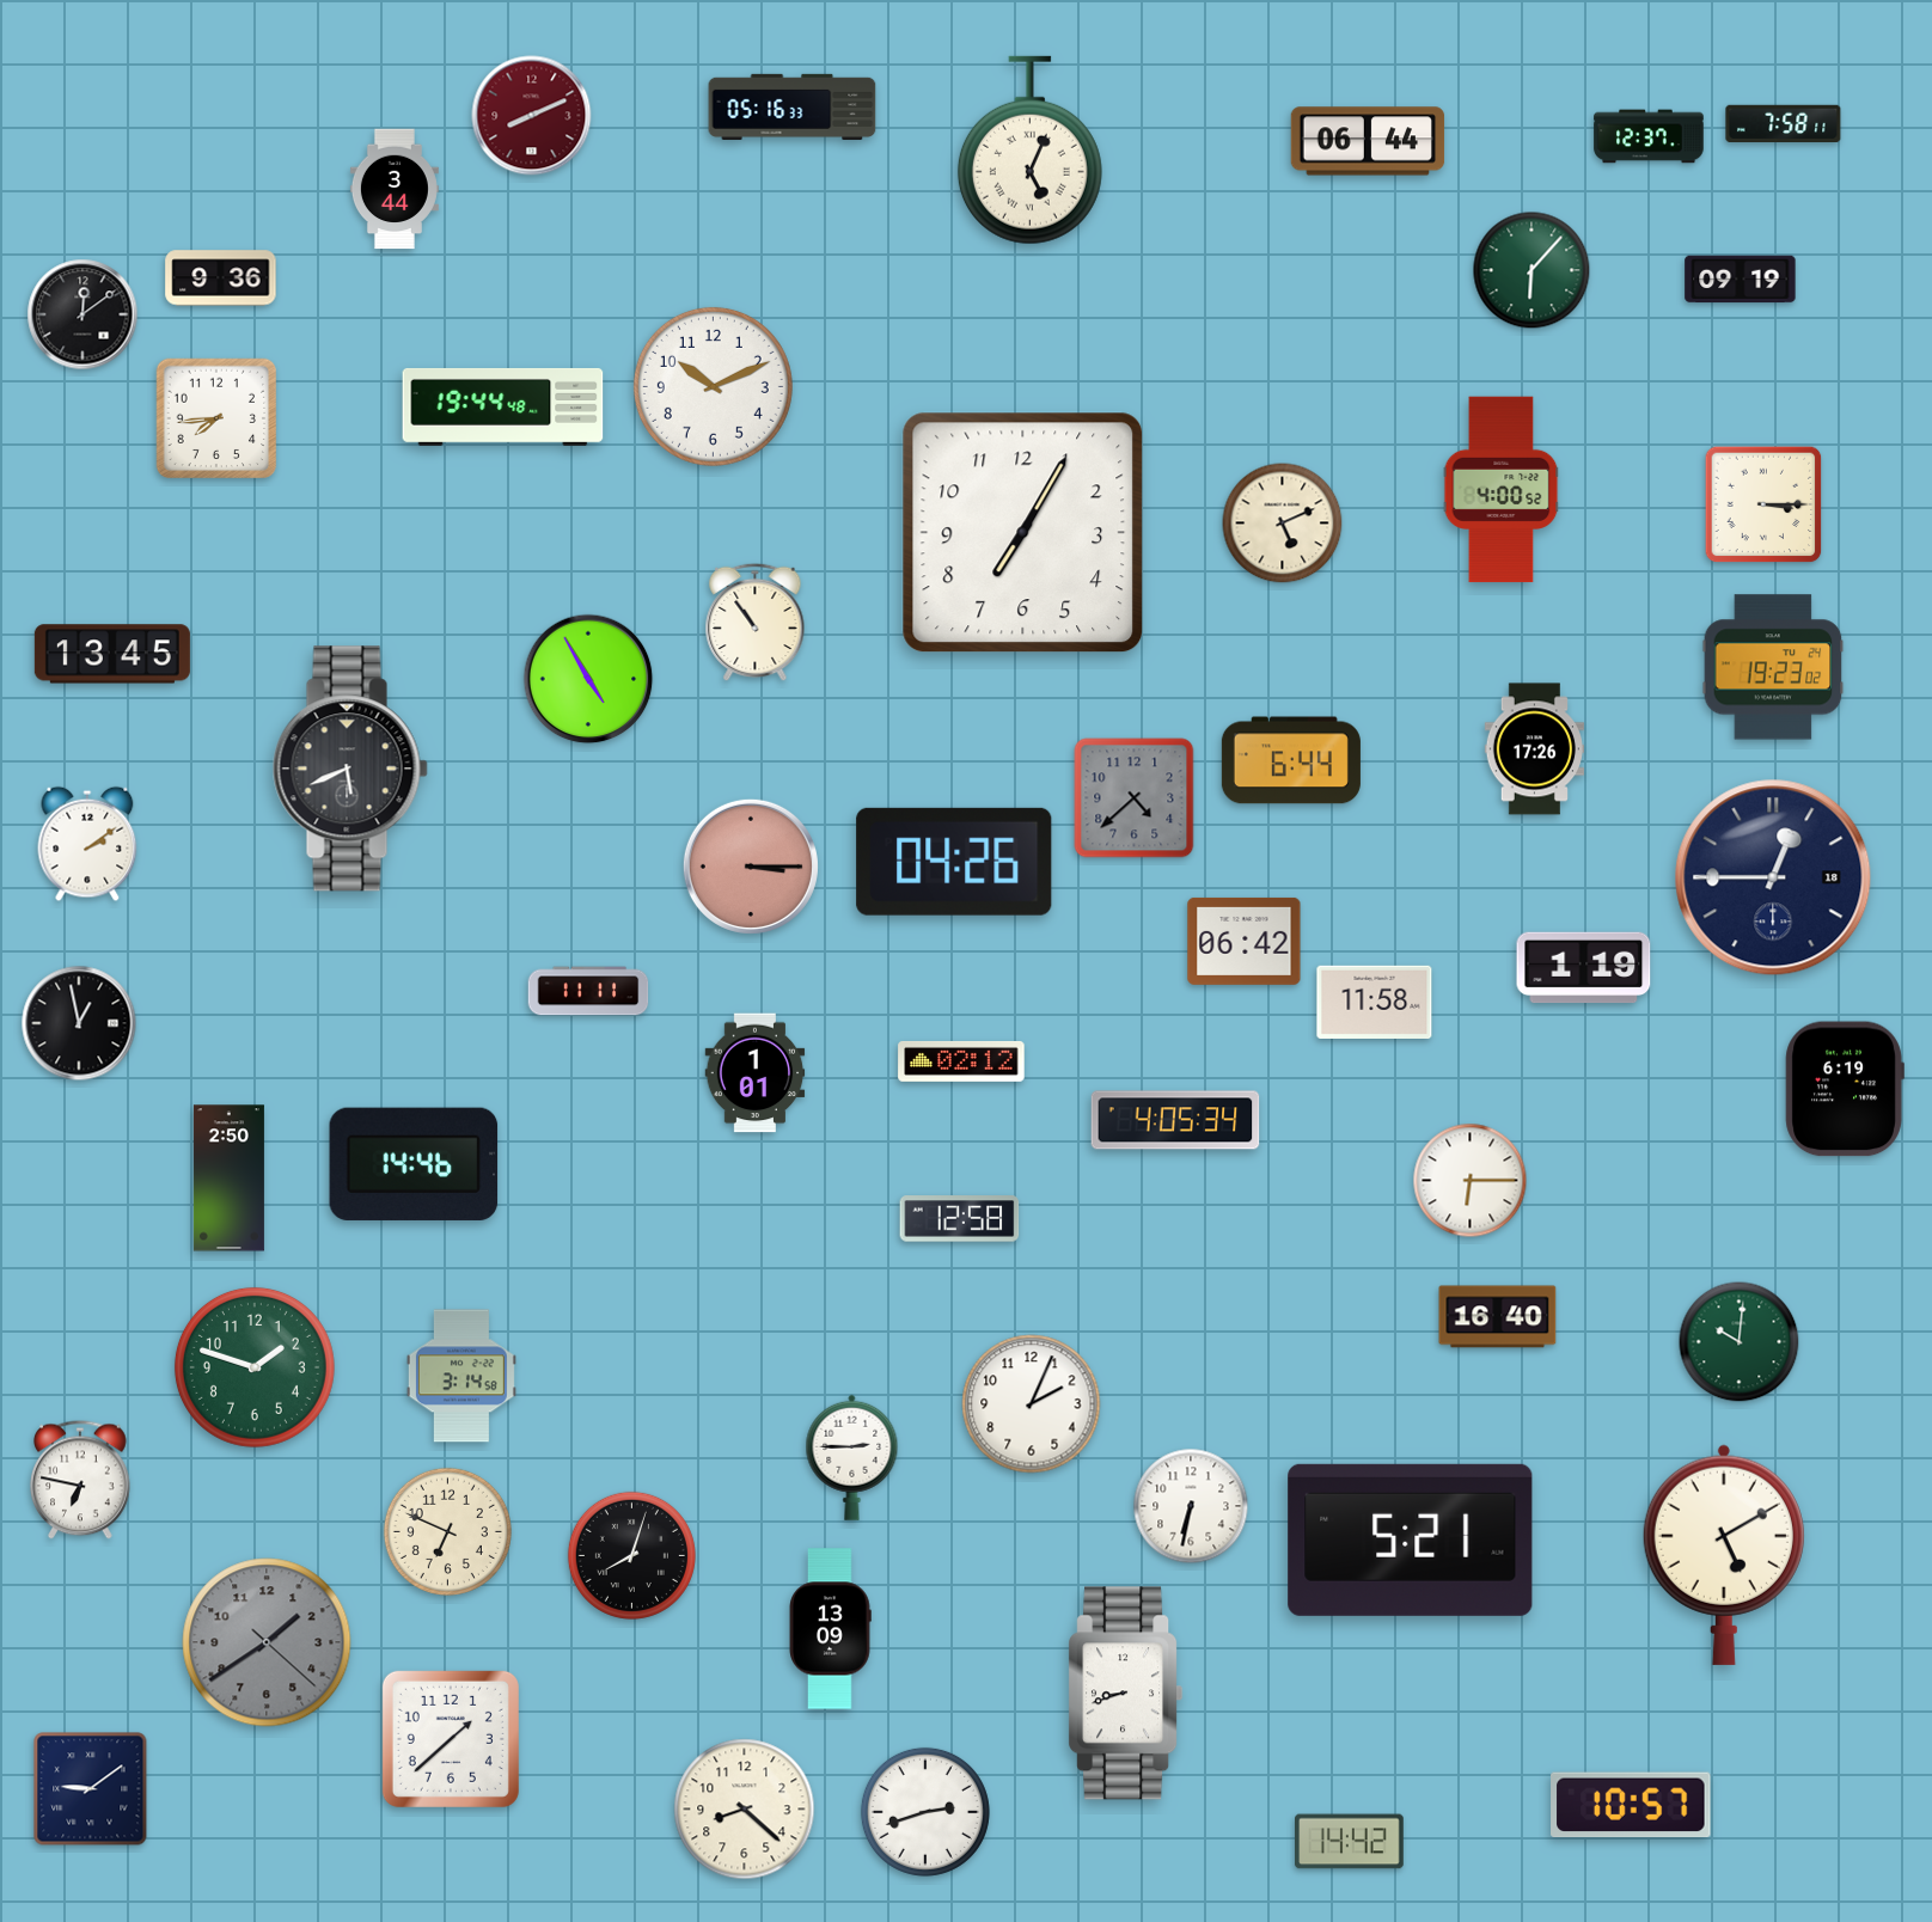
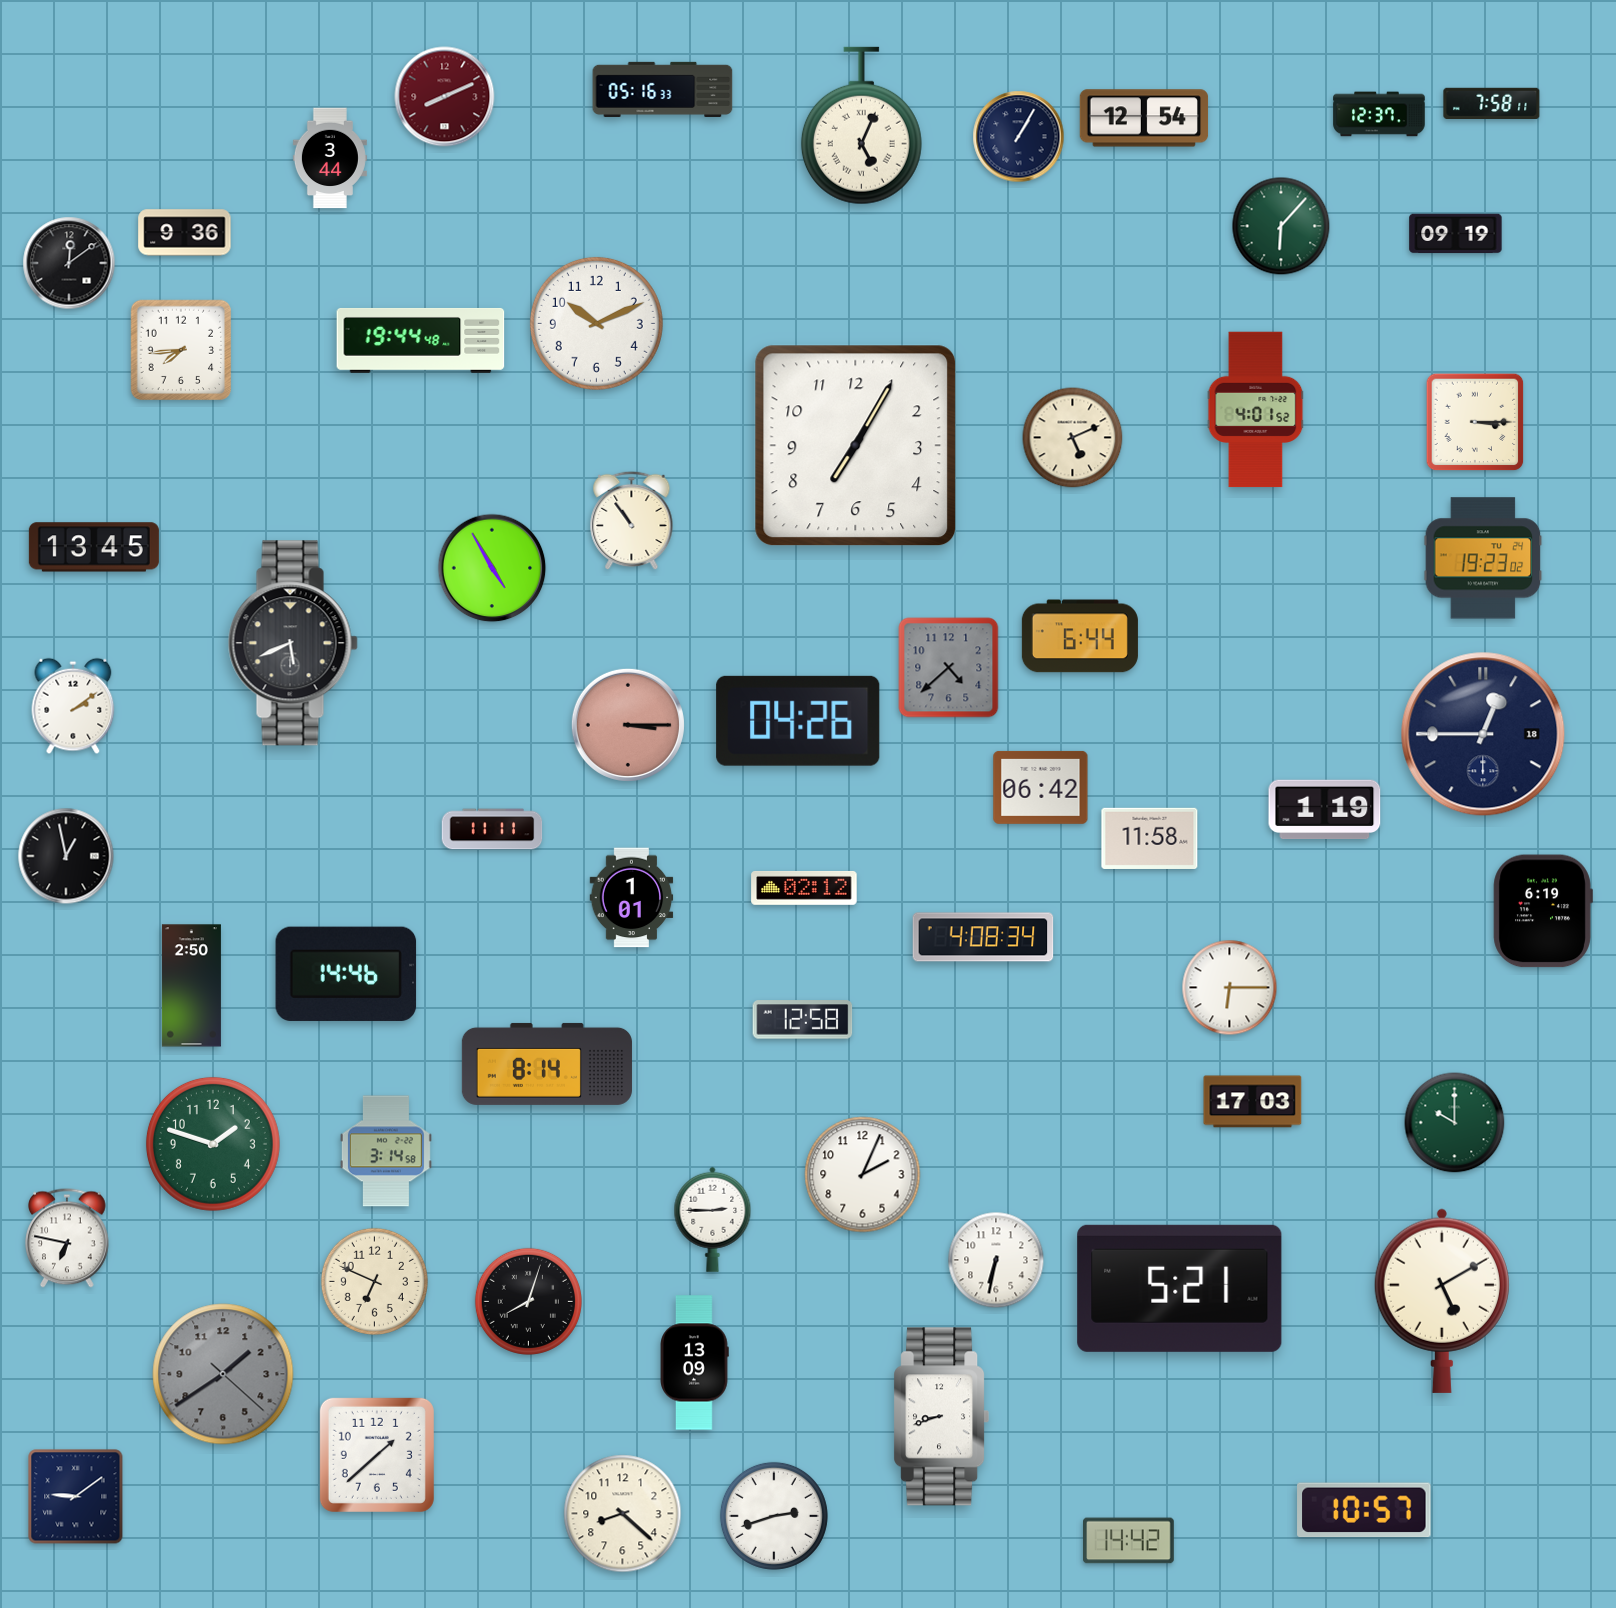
clock at (1368, 141): 06:44 -> 12:54
clock at (1019, 137): none -> 1:05
clock at (1502, 490): 4:00 -> 4:01
clock at (1534, 749): 17:26 -> none
clock at (1175, 1120): 4:05 -> 4:08
clock at (547, 1064): none -> 8:14
clock at (1498, 1317): 16:40 -> 17:03
clock at (1740, 1342): 10:01 -> 10:00
